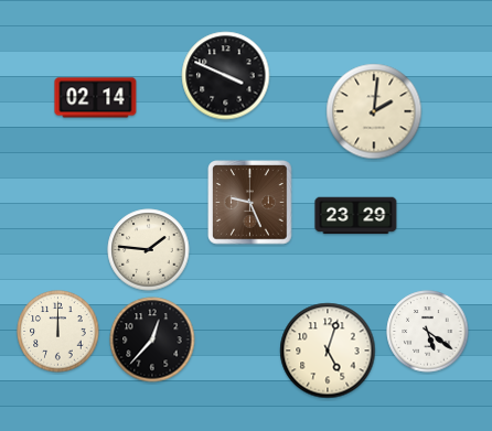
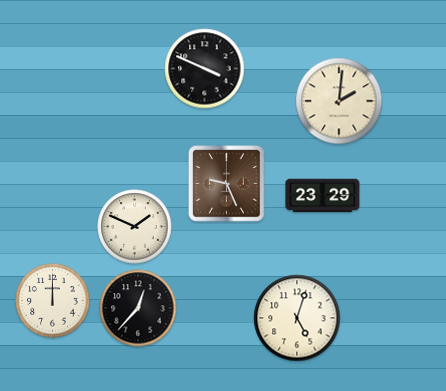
clock at (96, 98): 02:14 -> none
clock at (149, 250): 1:46 -> 1:49
clock at (428, 332): 5:21 -> none
